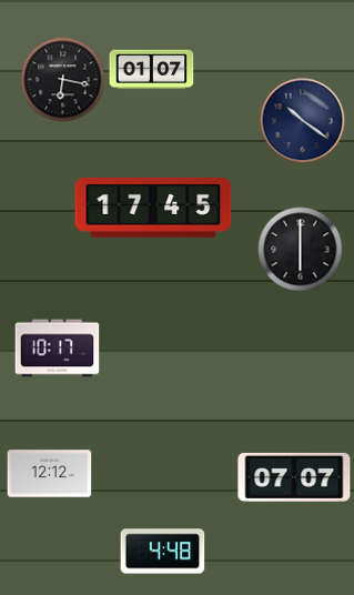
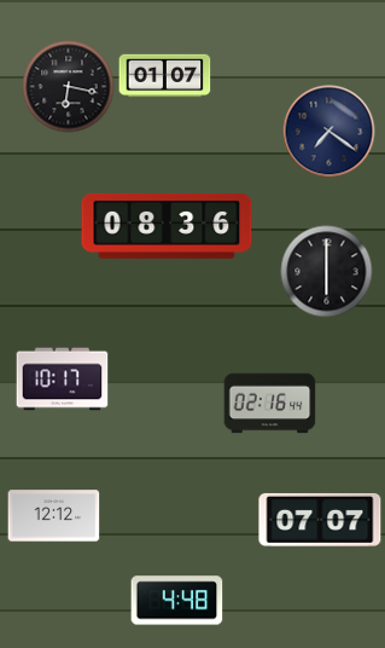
clock at (303, 121): 10:21 -> 7:21
clock at (153, 208): 17:45 -> 08:36
clock at (270, 404): none -> 02:16
